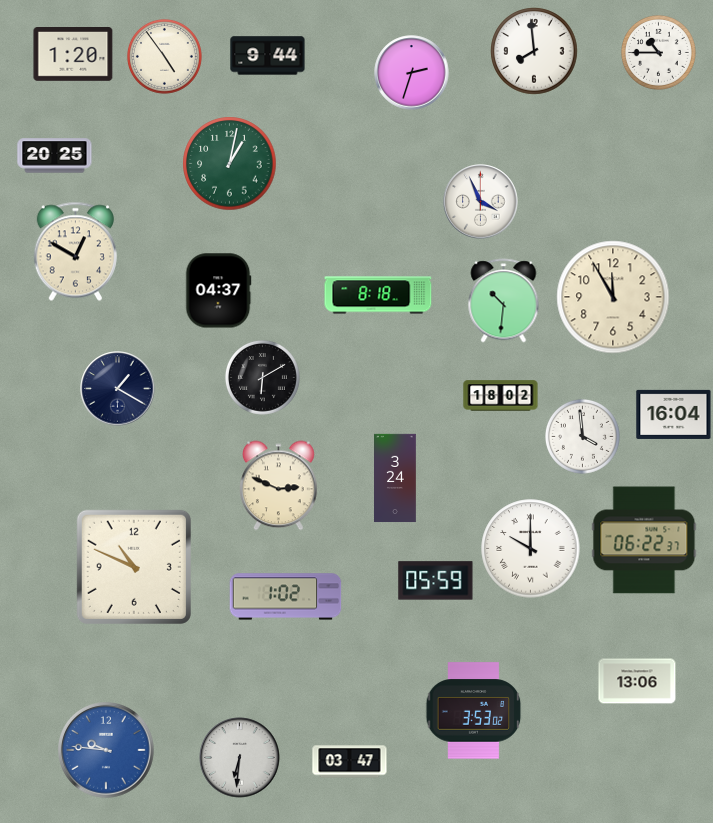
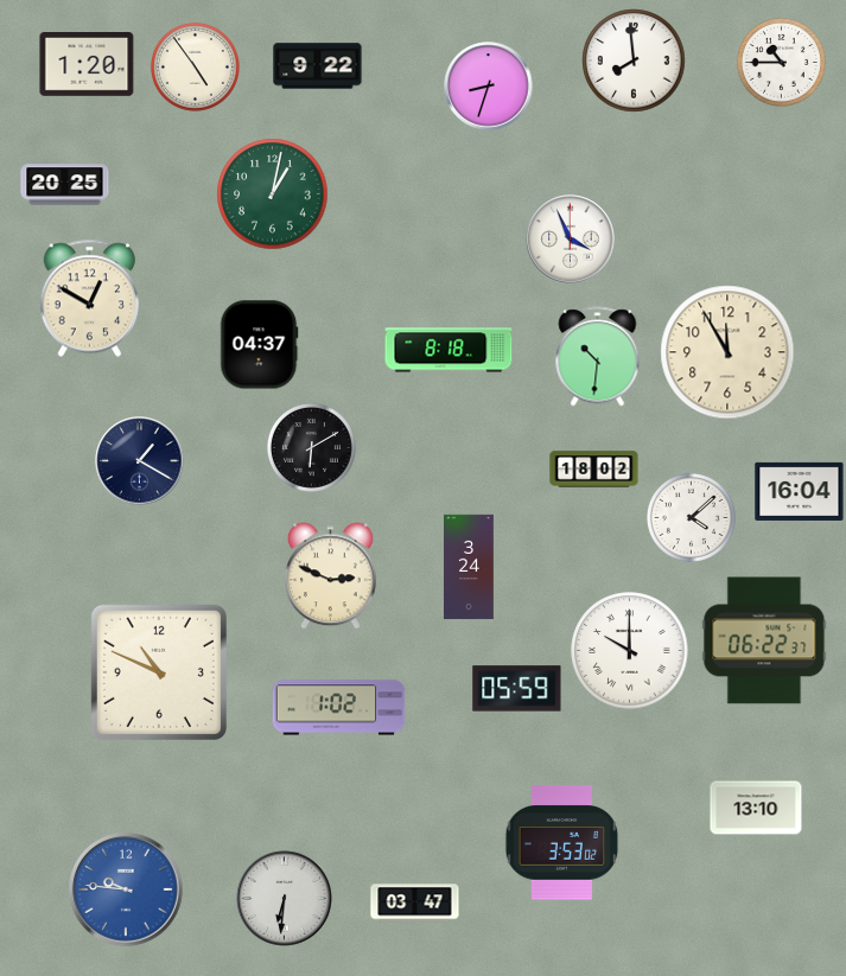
clock at (268, 56): 9:44 -> 9:22
clock at (412, 73): 2:33 -> 8:33
clock at (583, 437): 3:59 -> 4:08
clock at (637, 681): 13:06 -> 13:10
